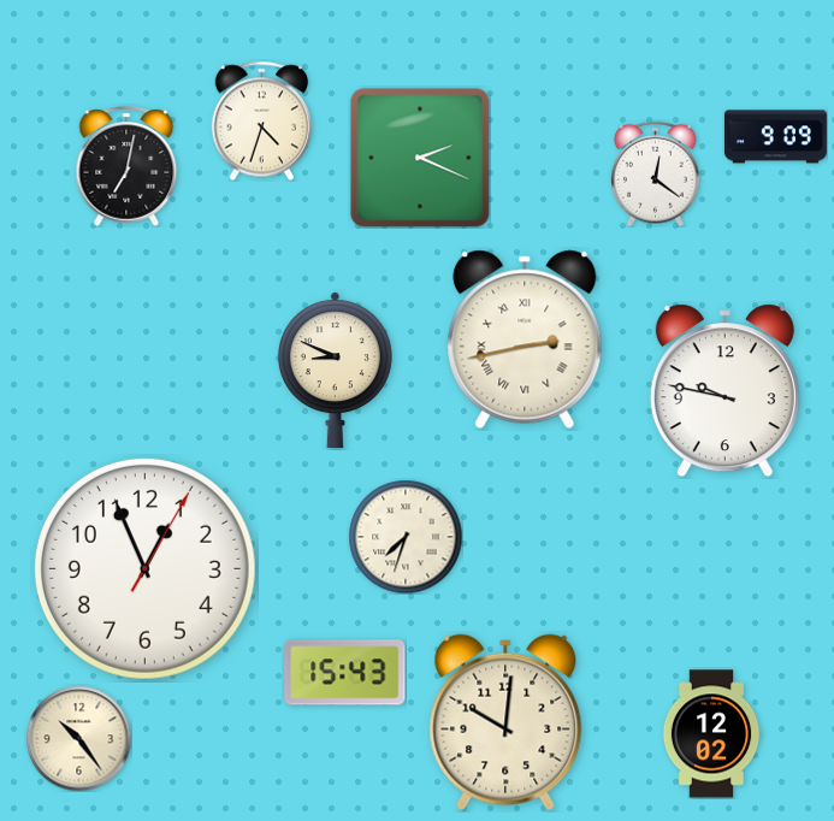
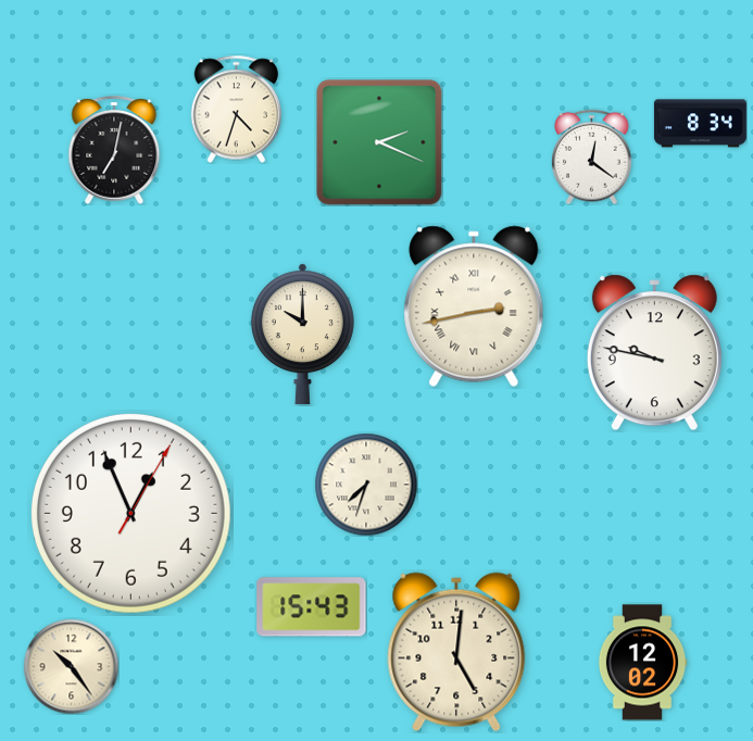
clock at (775, 137): 9:09 -> 8:34
clock at (335, 371): 8:49 -> 10:00
clock at (505, 722): 10:01 -> 5:01
